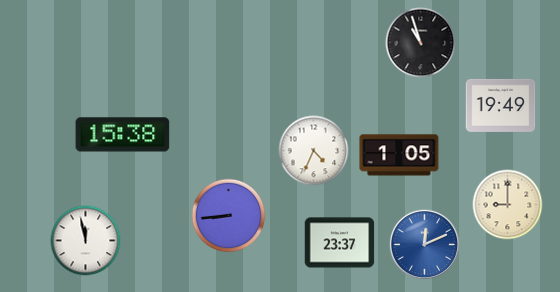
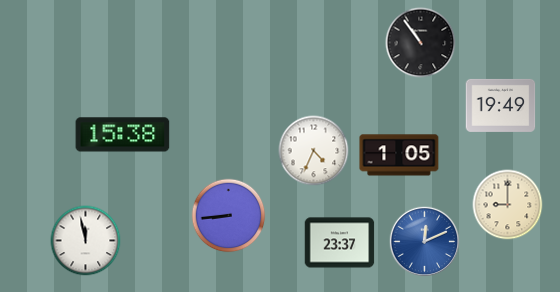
clock at (421, 43): 10:57 -> 10:54
clock at (425, 245) position: (425, 245) -> (425, 242)
